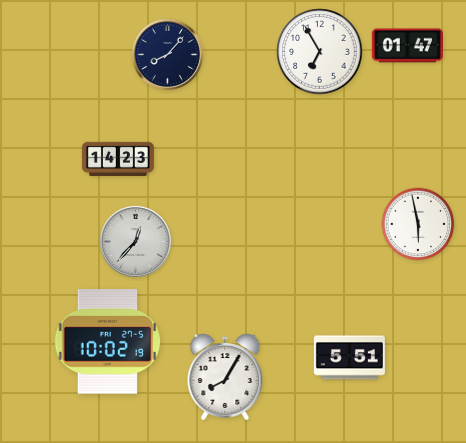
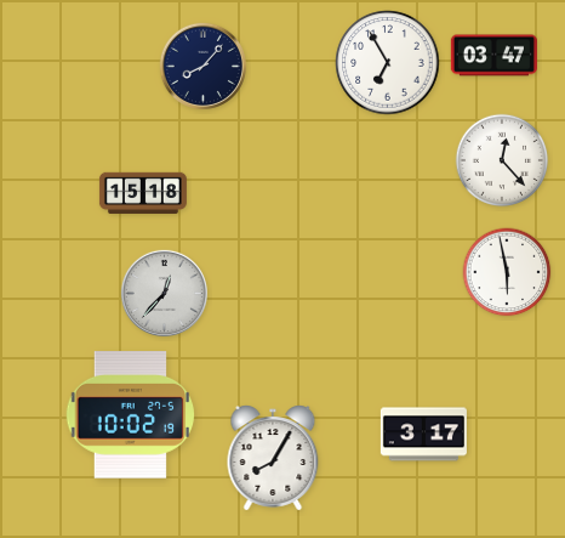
clock at (407, 46): 01:47 -> 03:47
clock at (502, 160): none -> 12:23
clock at (118, 159): 14:23 -> 15:18
clock at (349, 358): 5:51 -> 3:17
